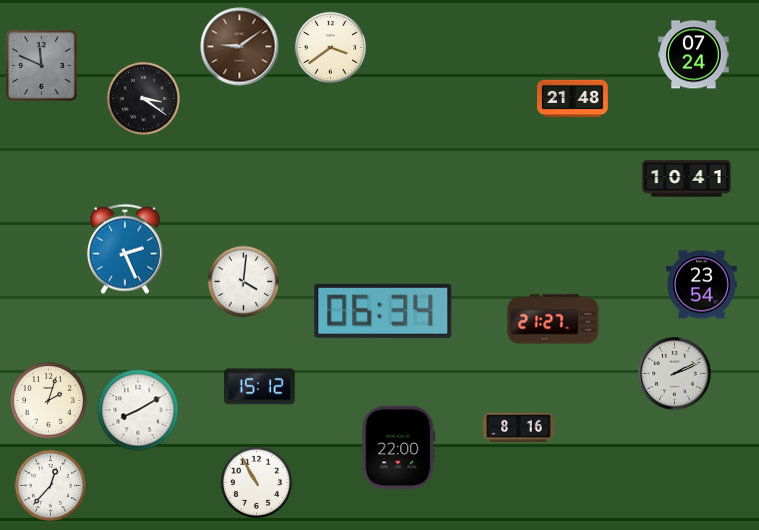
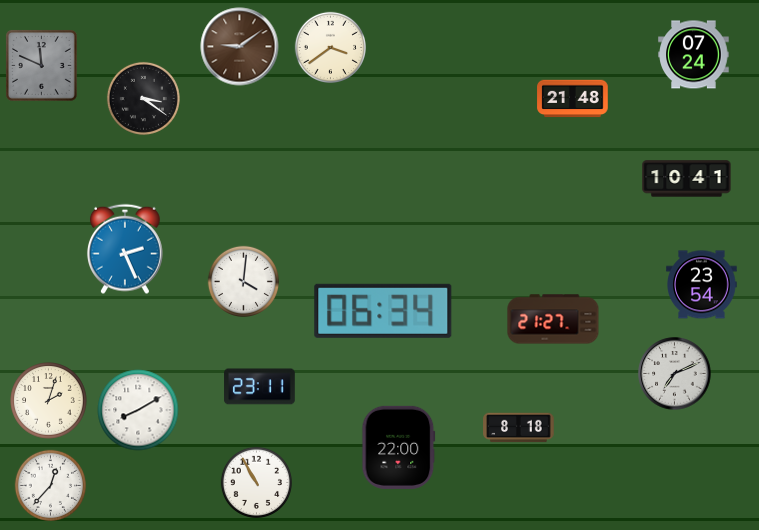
clock at (675, 374): 2:11 -> 7:11
clock at (260, 387): 15:12 -> 23:11
clock at (519, 428): 8:16 -> 8:18
